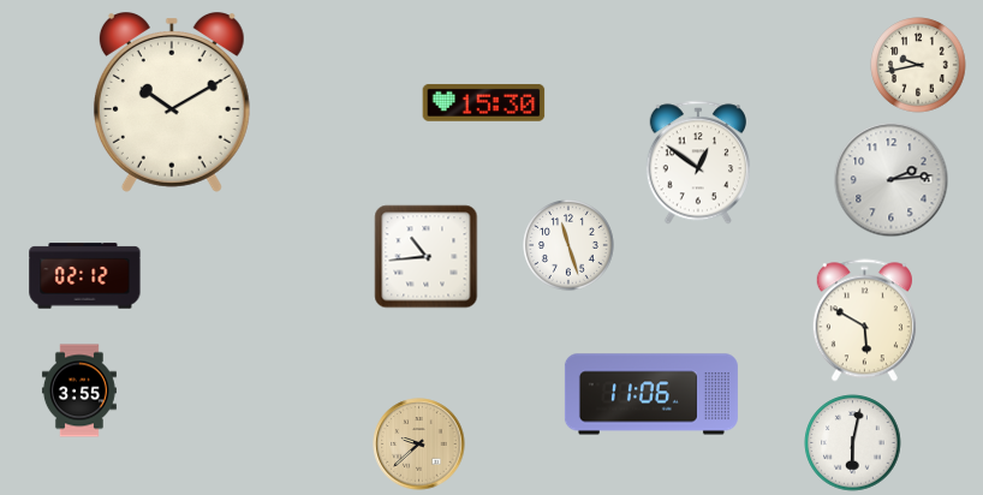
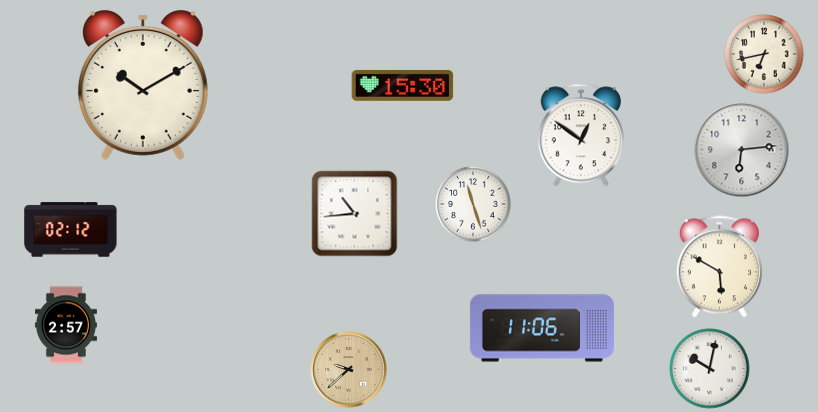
clock at (918, 65): 9:43 -> 6:43
clock at (892, 180): 2:14 -> 6:14
clock at (79, 390): 3:55 -> 2:57
clock at (853, 443): 6:02 -> 10:02
